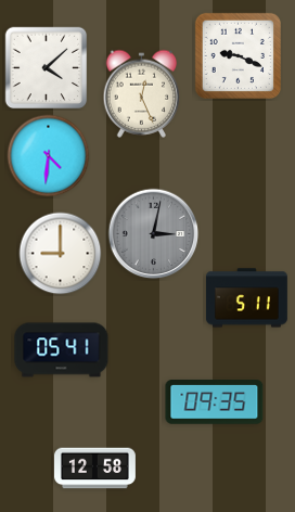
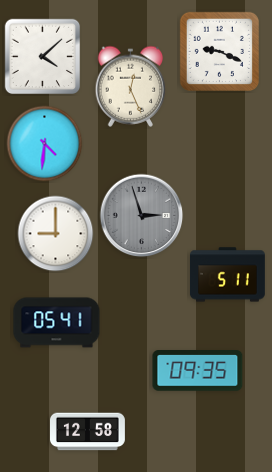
clock at (47, 68) position: (47, 68) -> (43, 57)
clock at (154, 234): 3:02 -> 2:57
